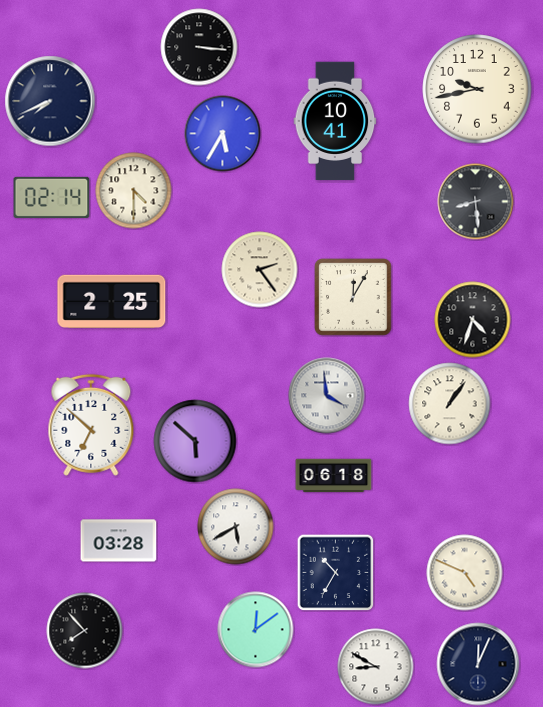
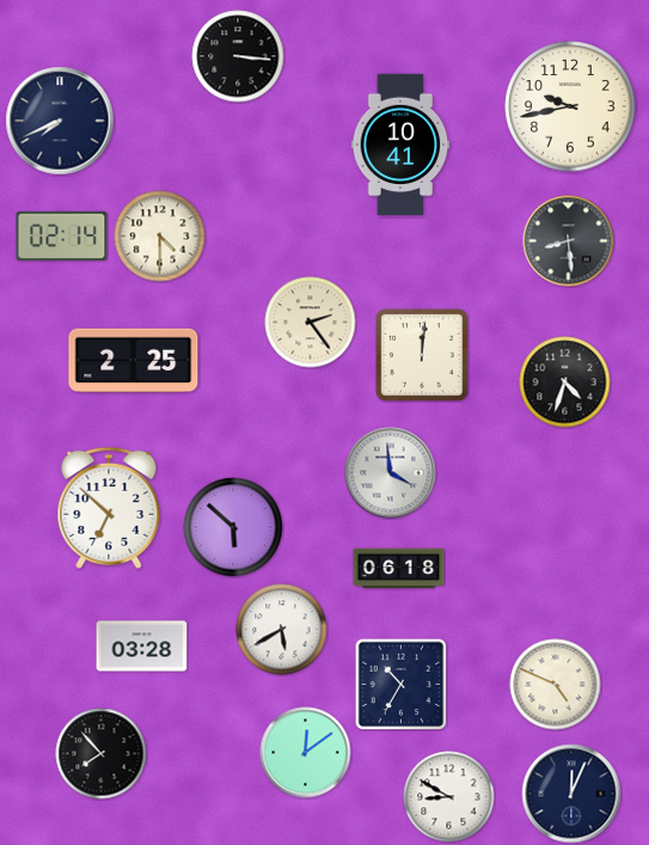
clock at (223, 134): 5:35 -> none
clock at (134, 191) position: (134, 191) -> (160, 237)
clock at (353, 297): 12:05 -> 12:01
clock at (450, 404): 1:06 -> none
